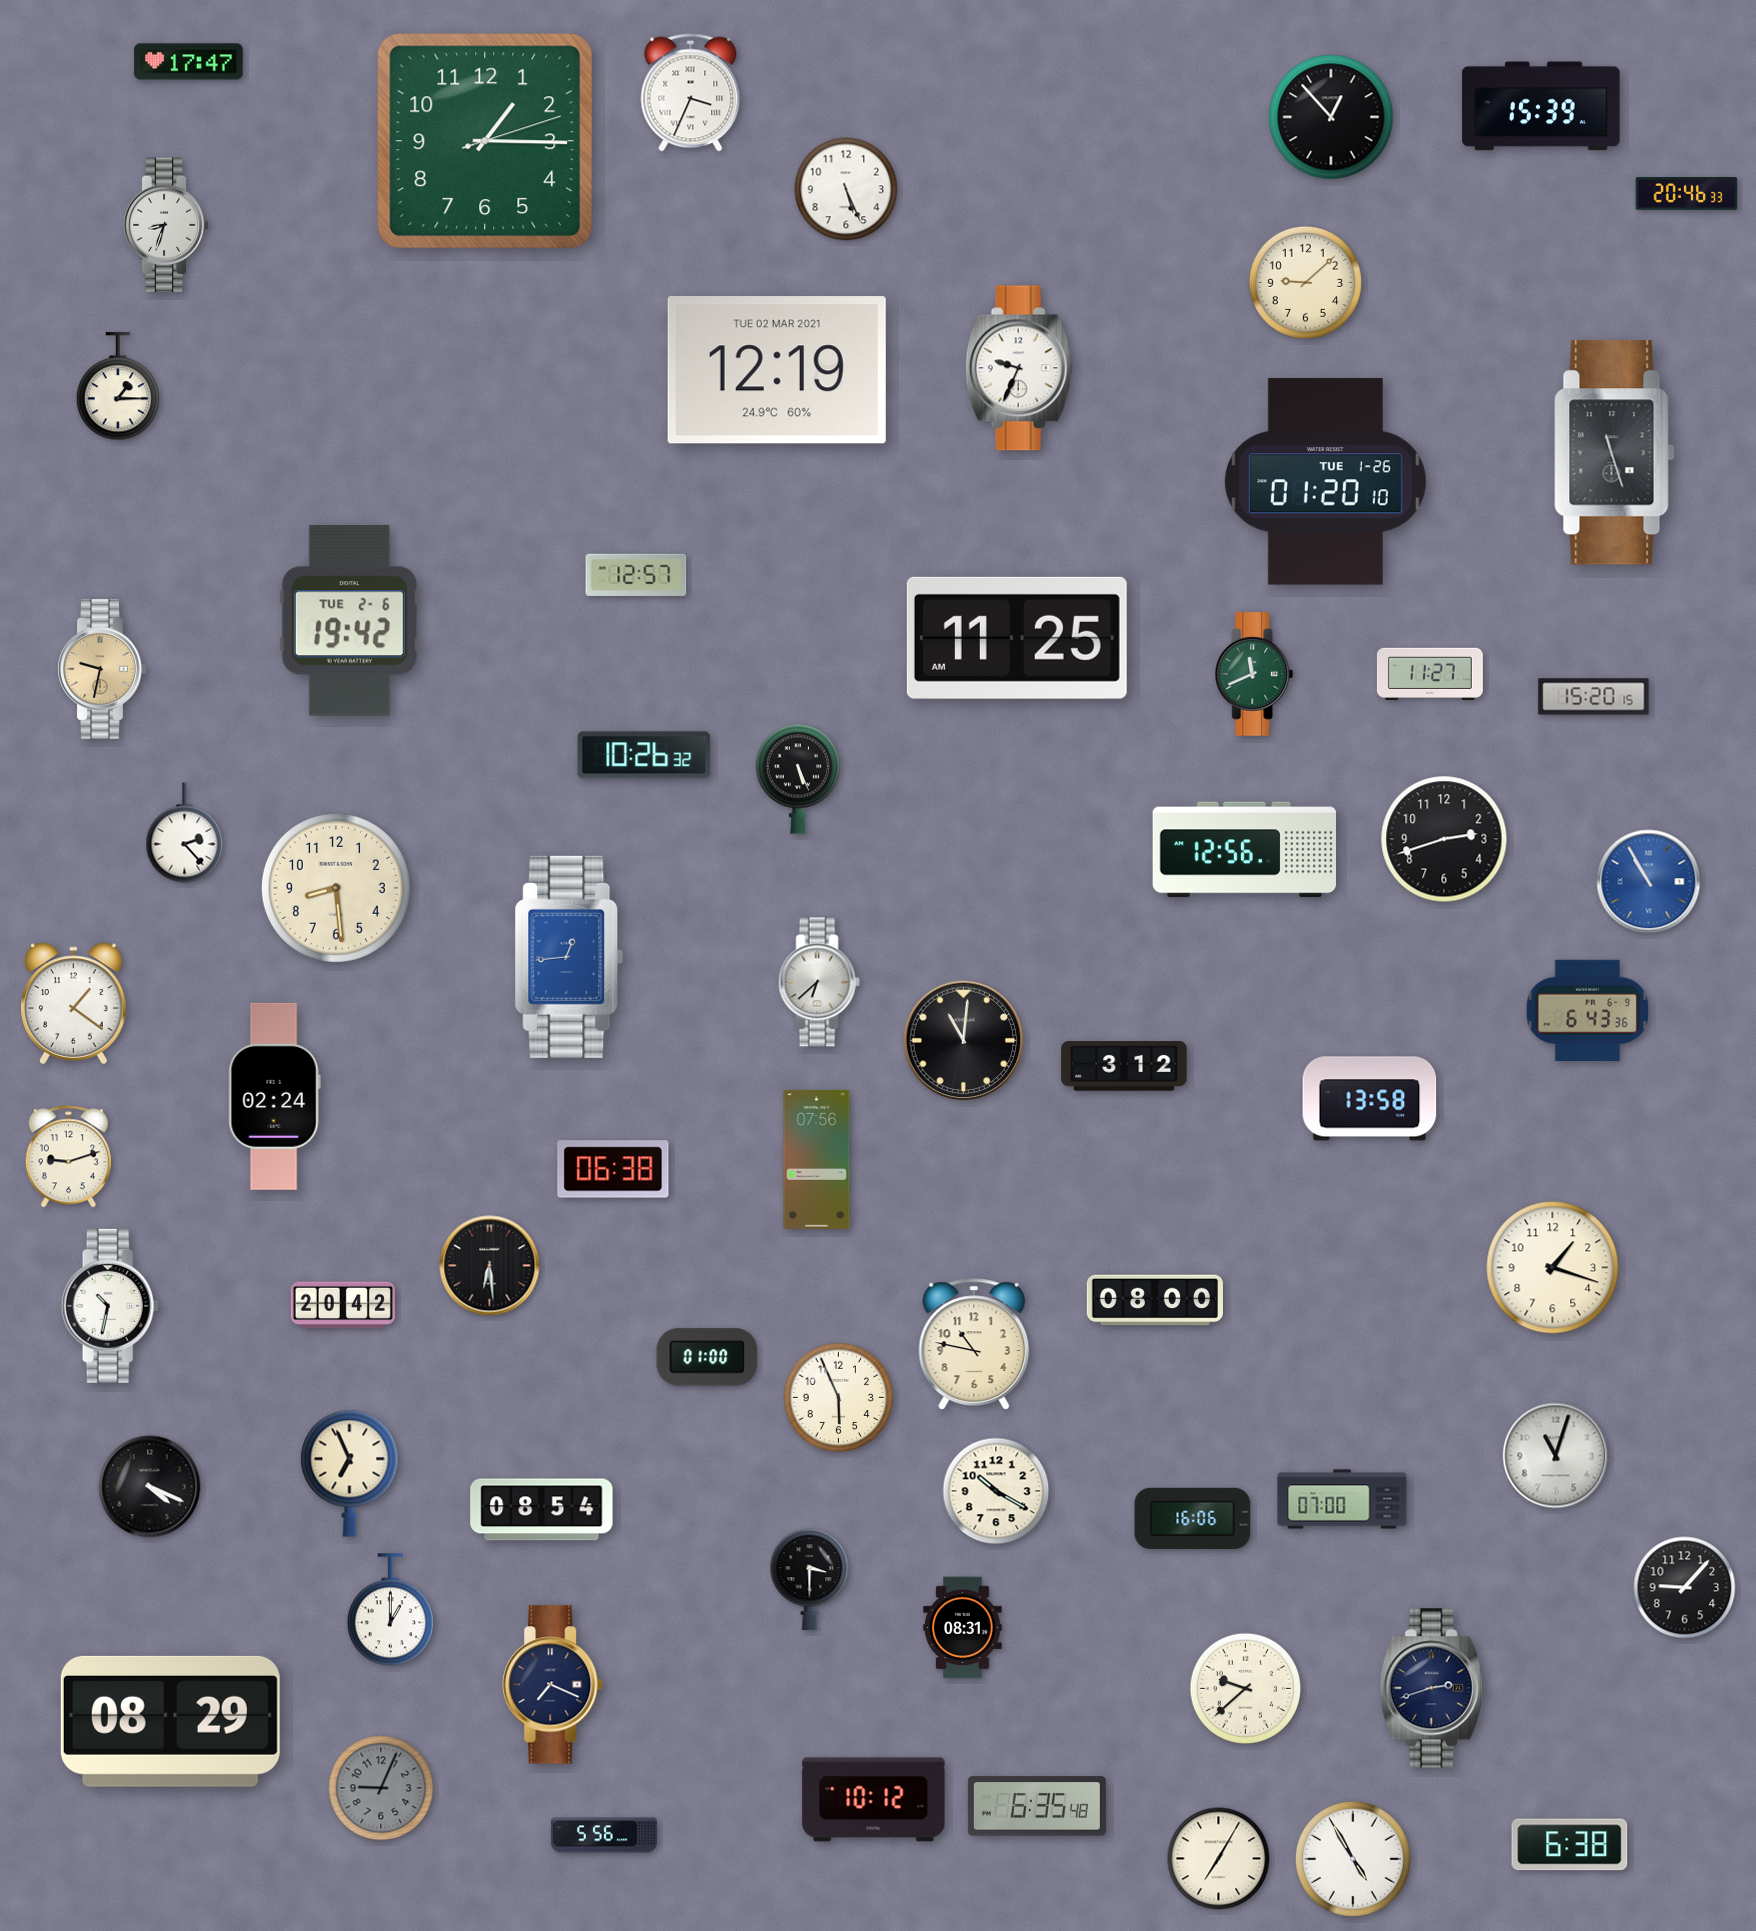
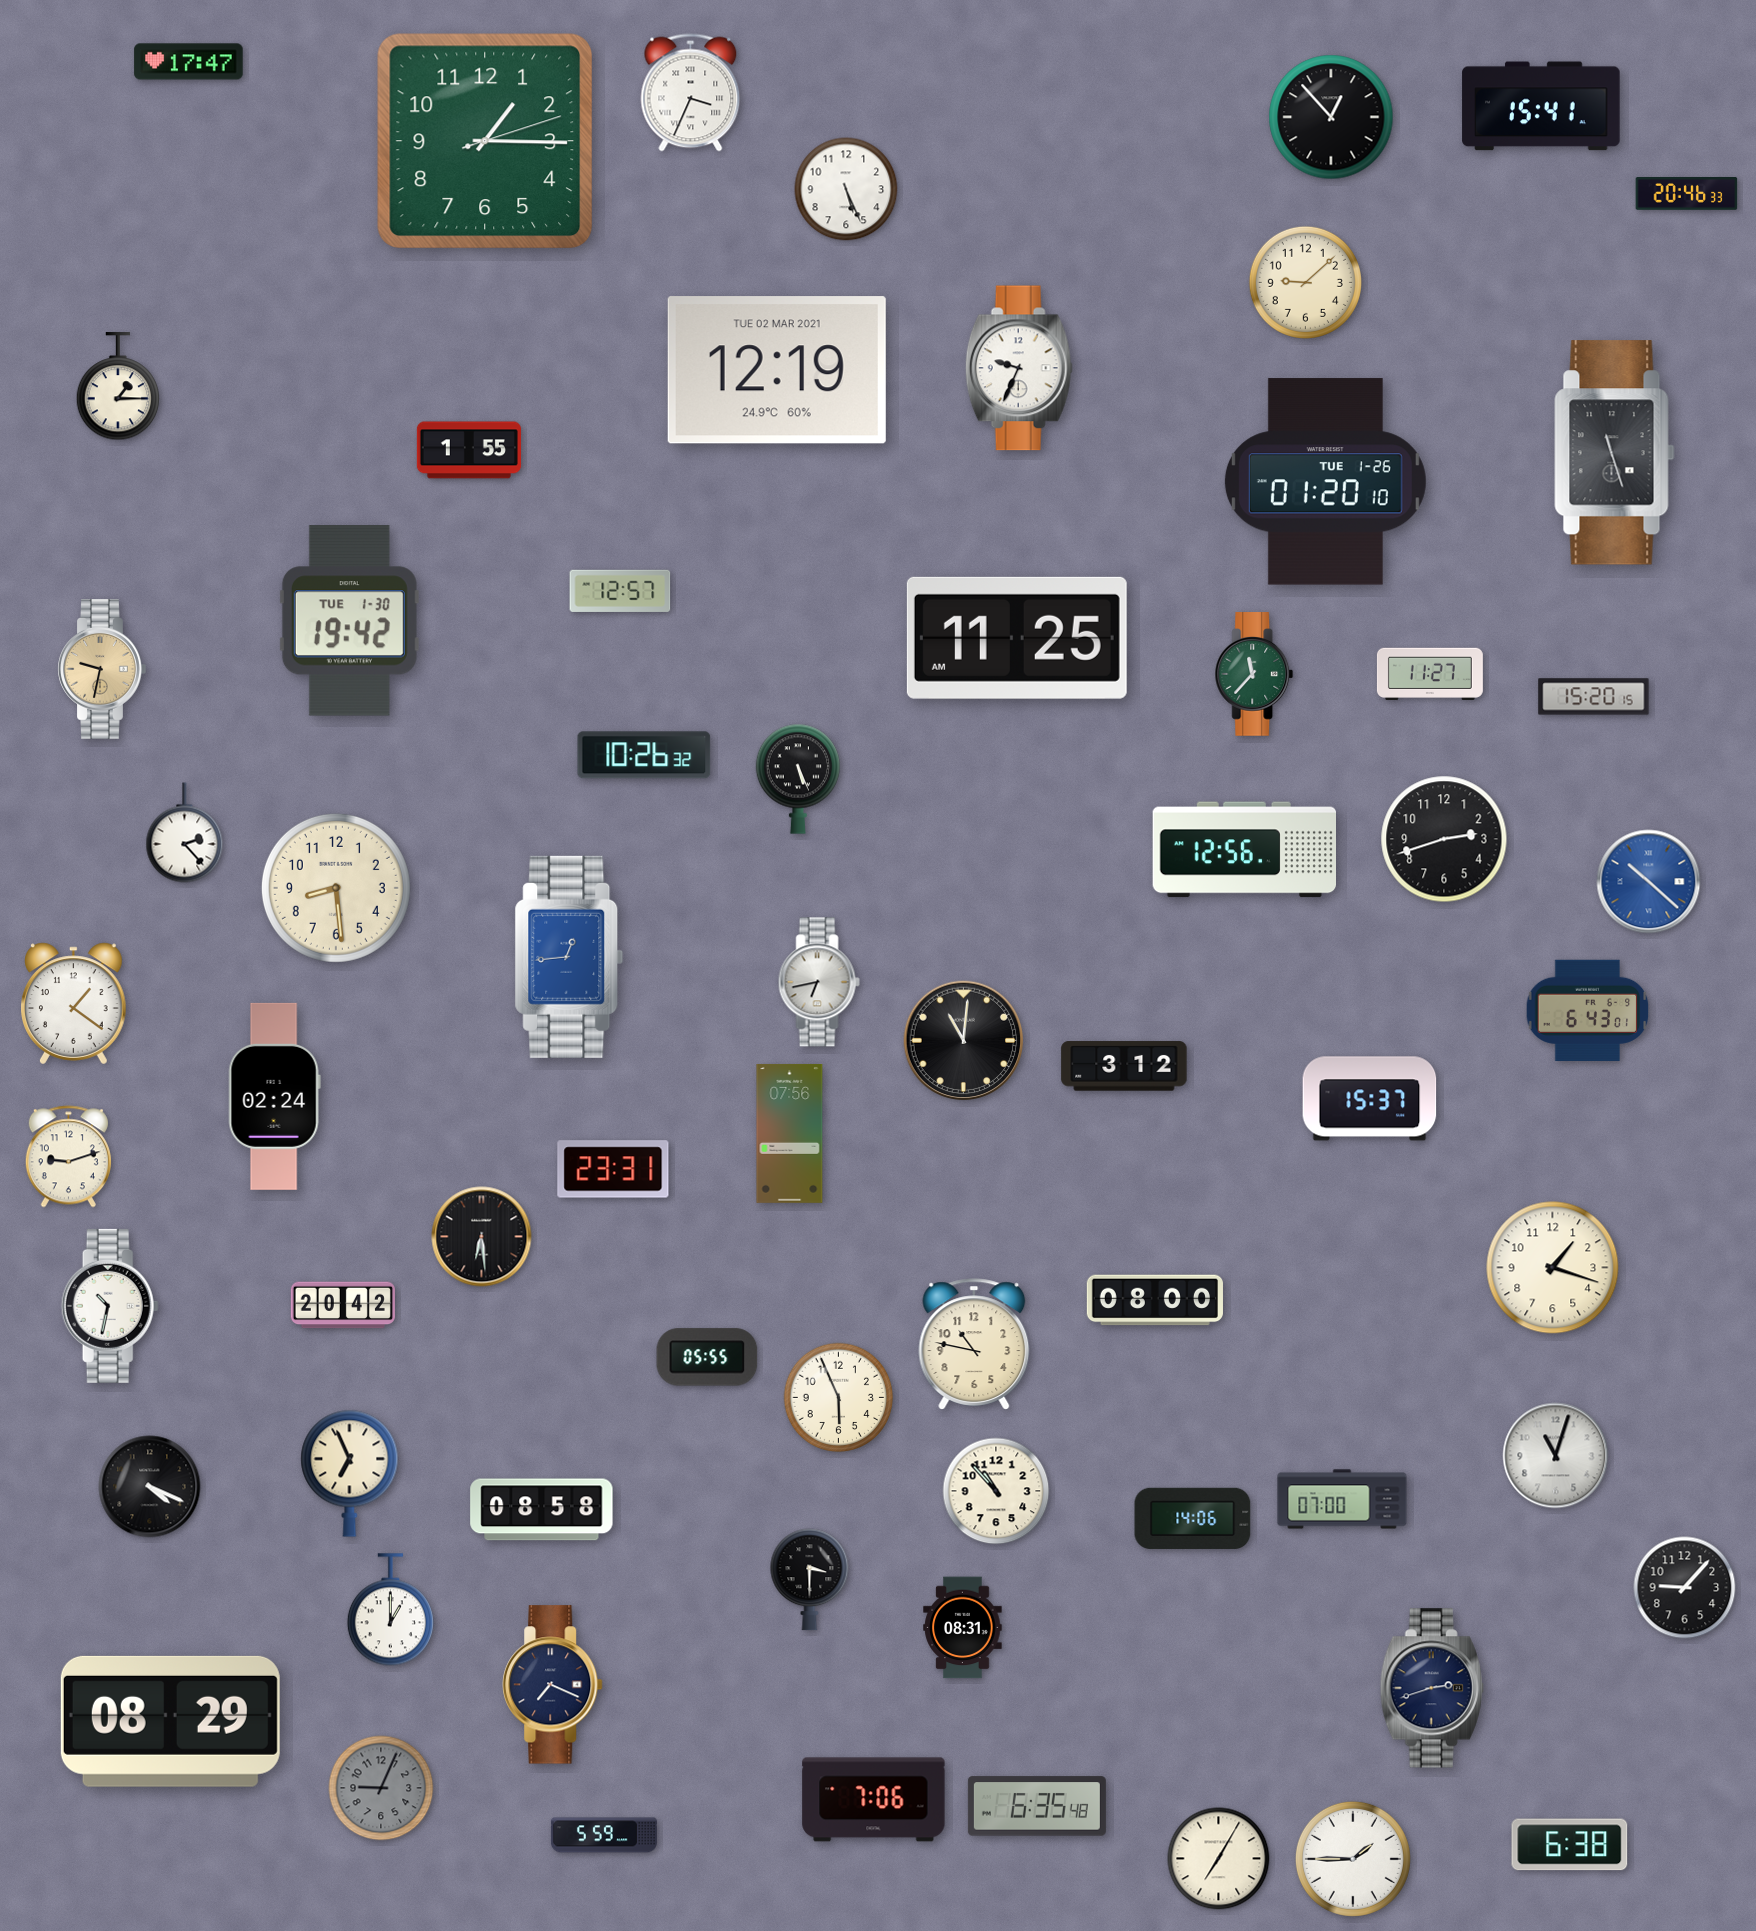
clock at (1541, 106): 15:39 -> 15:41
clock at (166, 225): 8:33 -> none
clock at (469, 450): none -> 1:55
clock at (636, 575) position: (636, 575) -> (620, 591)
clock at (349, 621) date: TUE 2-6 -> TUE 1-30
clock at (1254, 674): 11:41 -> 11:37
clock at (1649, 882): 10:55 -> 10:22
clock at (819, 982): 6:38 -> 6:43
clock at (1588, 1010): 6:43:36 -> 6:43:01
clock at (1370, 1099): 13:58 -> 15:37
clock at (817, 1159) position: (817, 1159) -> (790, 1133)
clock at (613, 1169): 06:38 -> 23:31
clock at (490, 1266) position: (490, 1266) -> (482, 1237)
clock at (707, 1357): 01:00 -> 05:55
clock at (996, 1491): 10:20 -> 10:53
clock at (542, 1510): 08:54 -> 08:58
clock at (1193, 1518): 16:06 -> 14:06
clock at (1245, 1688): 9:38 -> none
clock at (874, 1800): 10:12 -> 7:06
clock at (604, 1835): 5:56 -> 5:59
clock at (1353, 1859): 4:55 -> 1:45
